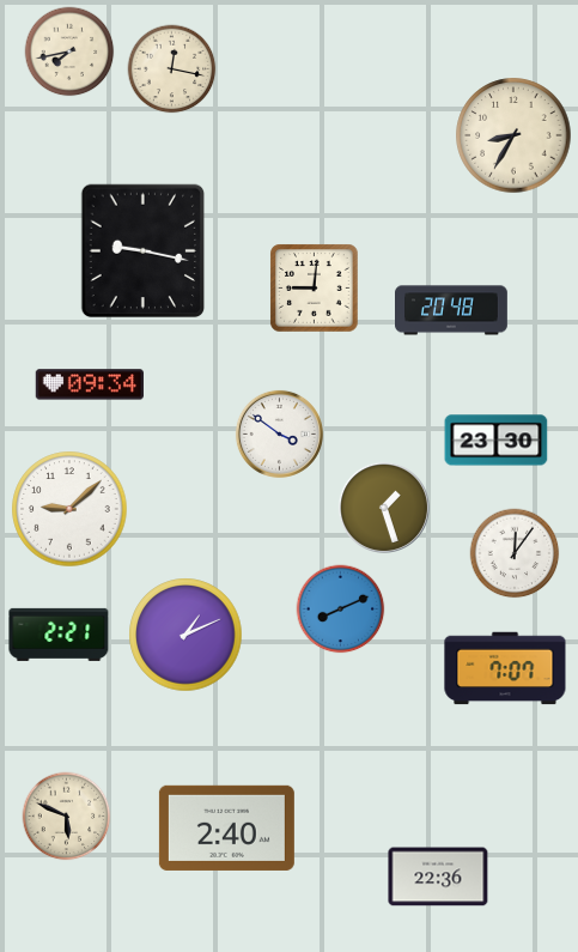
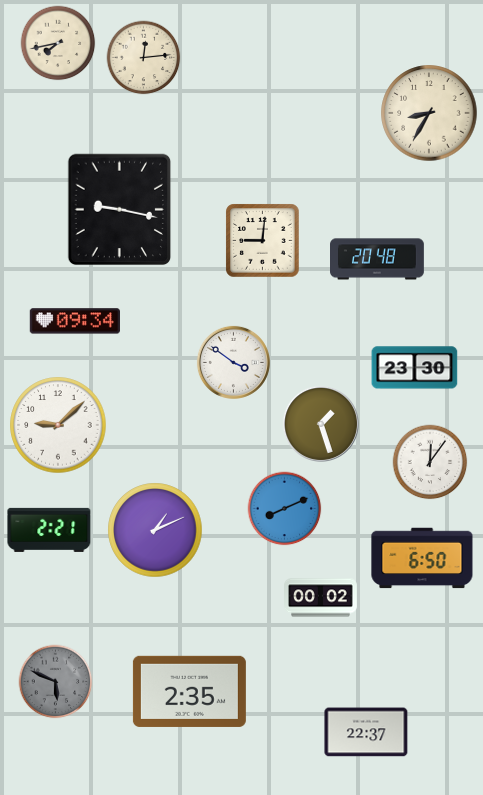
clock at (172, 69): 12:17 -> 12:14
clock at (505, 668): 7:07 -> 6:50
clock at (321, 598): none -> 00:02
clock at (67, 817) dial: cream -> grey
clock at (226, 827): 2:40 -> 2:35
clock at (438, 877): 22:36 -> 22:37
